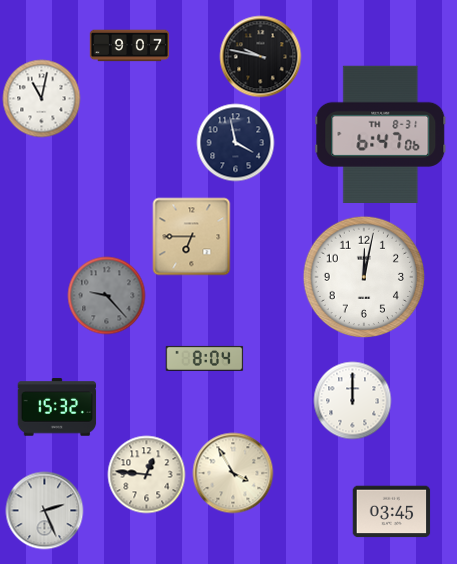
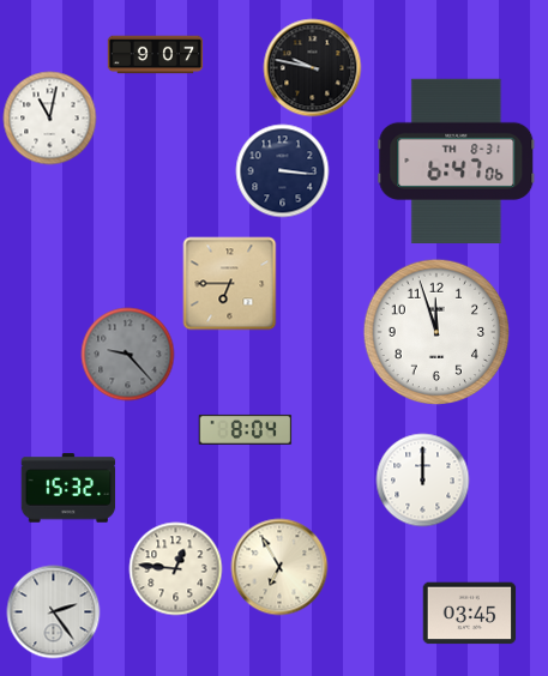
clock at (235, 142): 3:58 -> 3:16
clock at (364, 277): 12:02 -> 11:57
clock at (233, 473): 3:55 -> 6:55
clock at (44, 510): 2:26 -> 2:24
